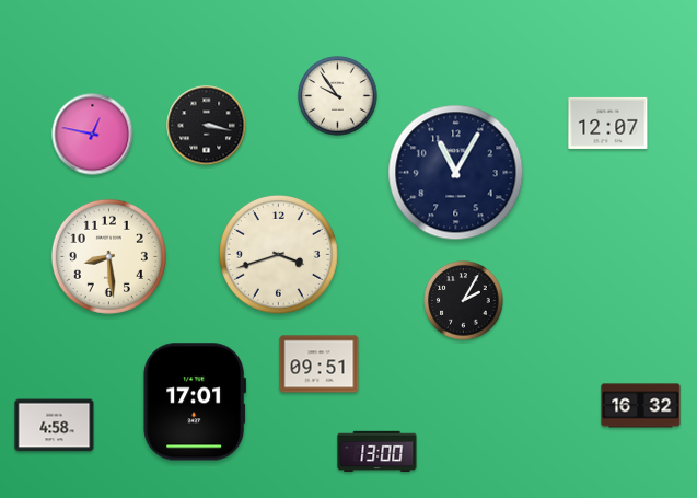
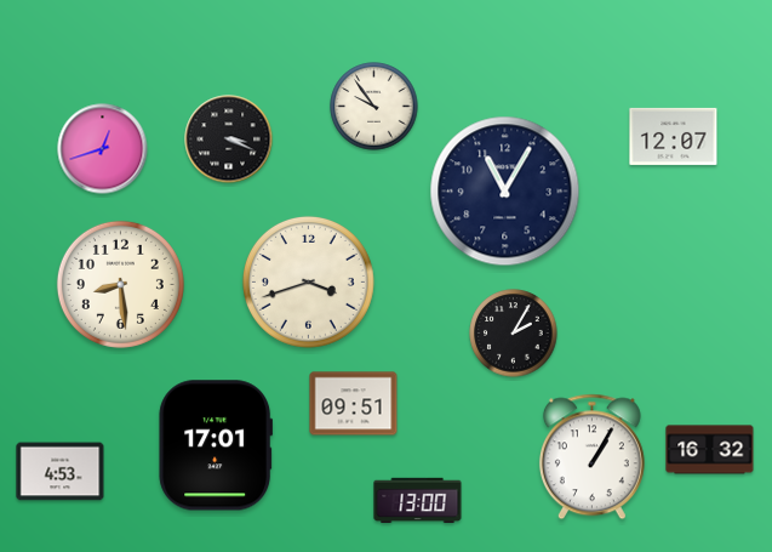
clock at (207, 126): 3:17 -> 3:19
clock at (93, 135): 12:47 -> 12:42
clock at (591, 457): none -> 1:05
clock at (55, 426): 4:58 -> 4:53
